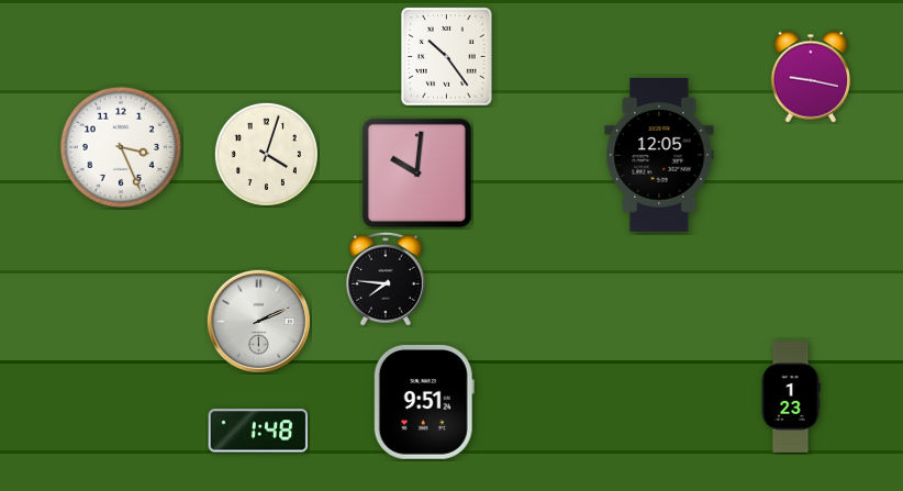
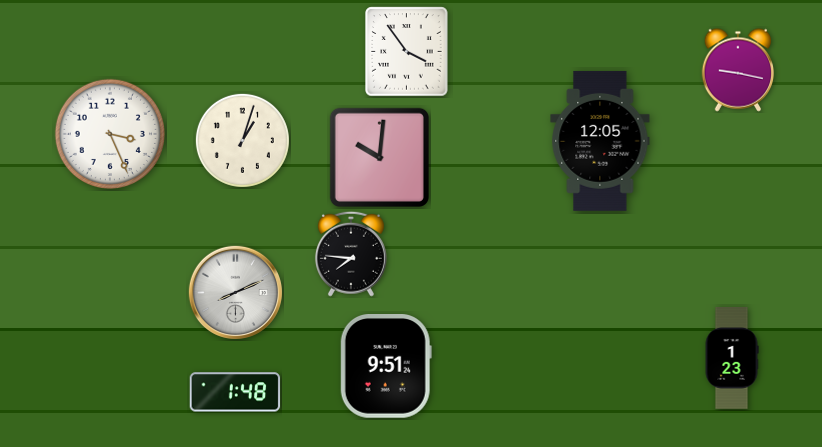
clock at (447, 57): 10:24 -> 3:54
clock at (266, 154): 4:03 -> 1:03
clock at (258, 321): 2:11 -> 8:11
clock at (791, 397) position: (791, 397) -> (732, 358)
